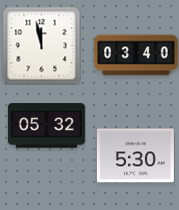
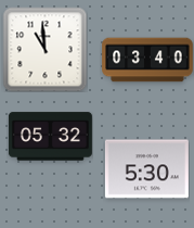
clock at (41, 45): 11:58 -> 10:59
